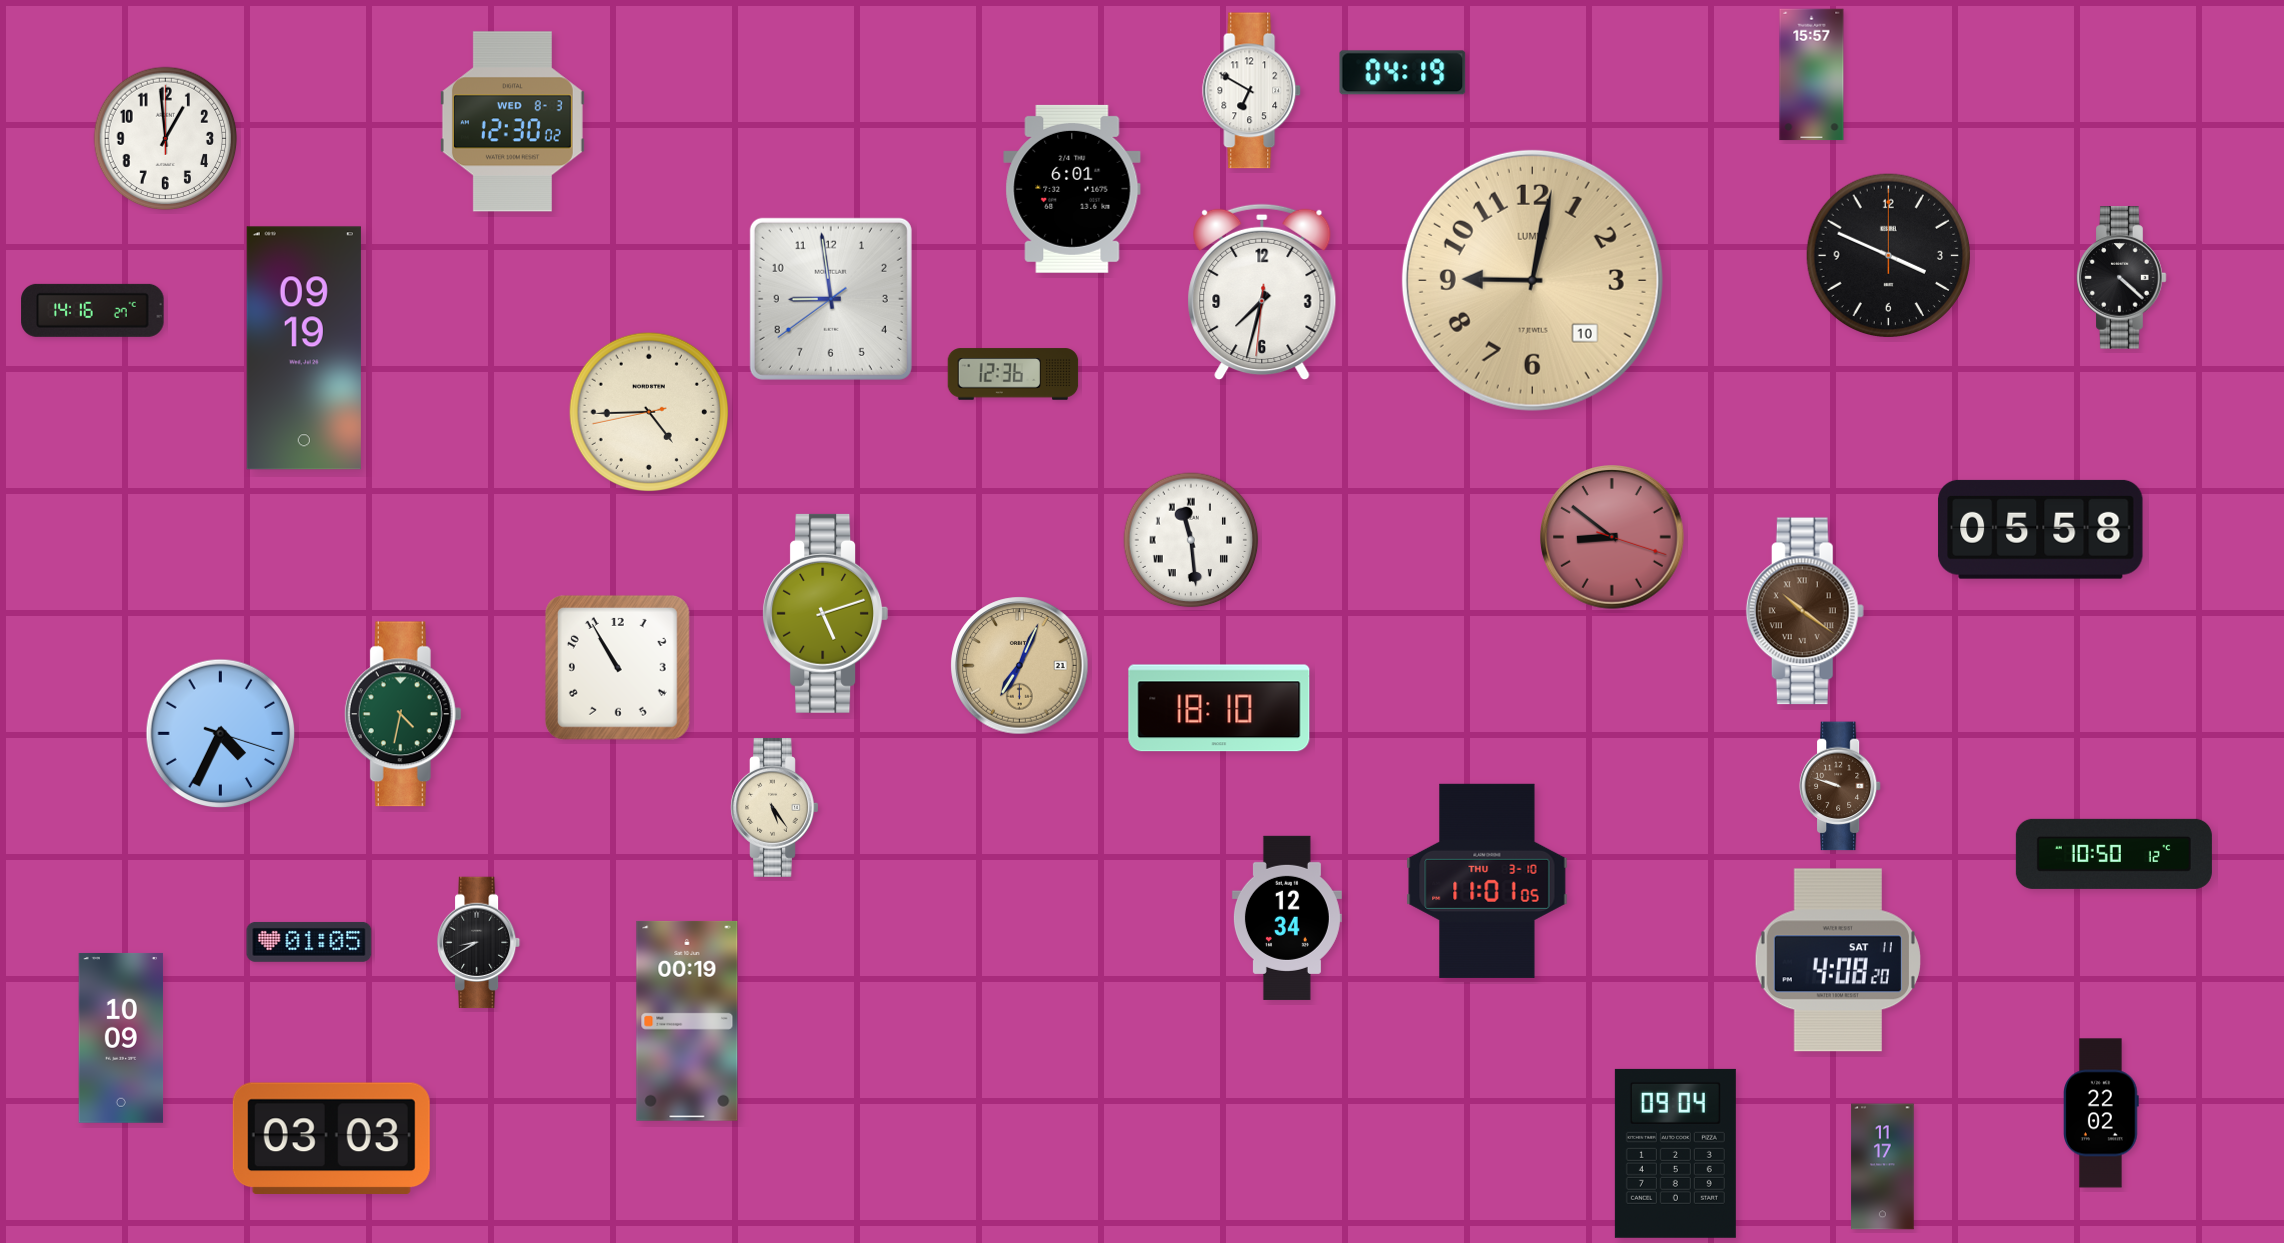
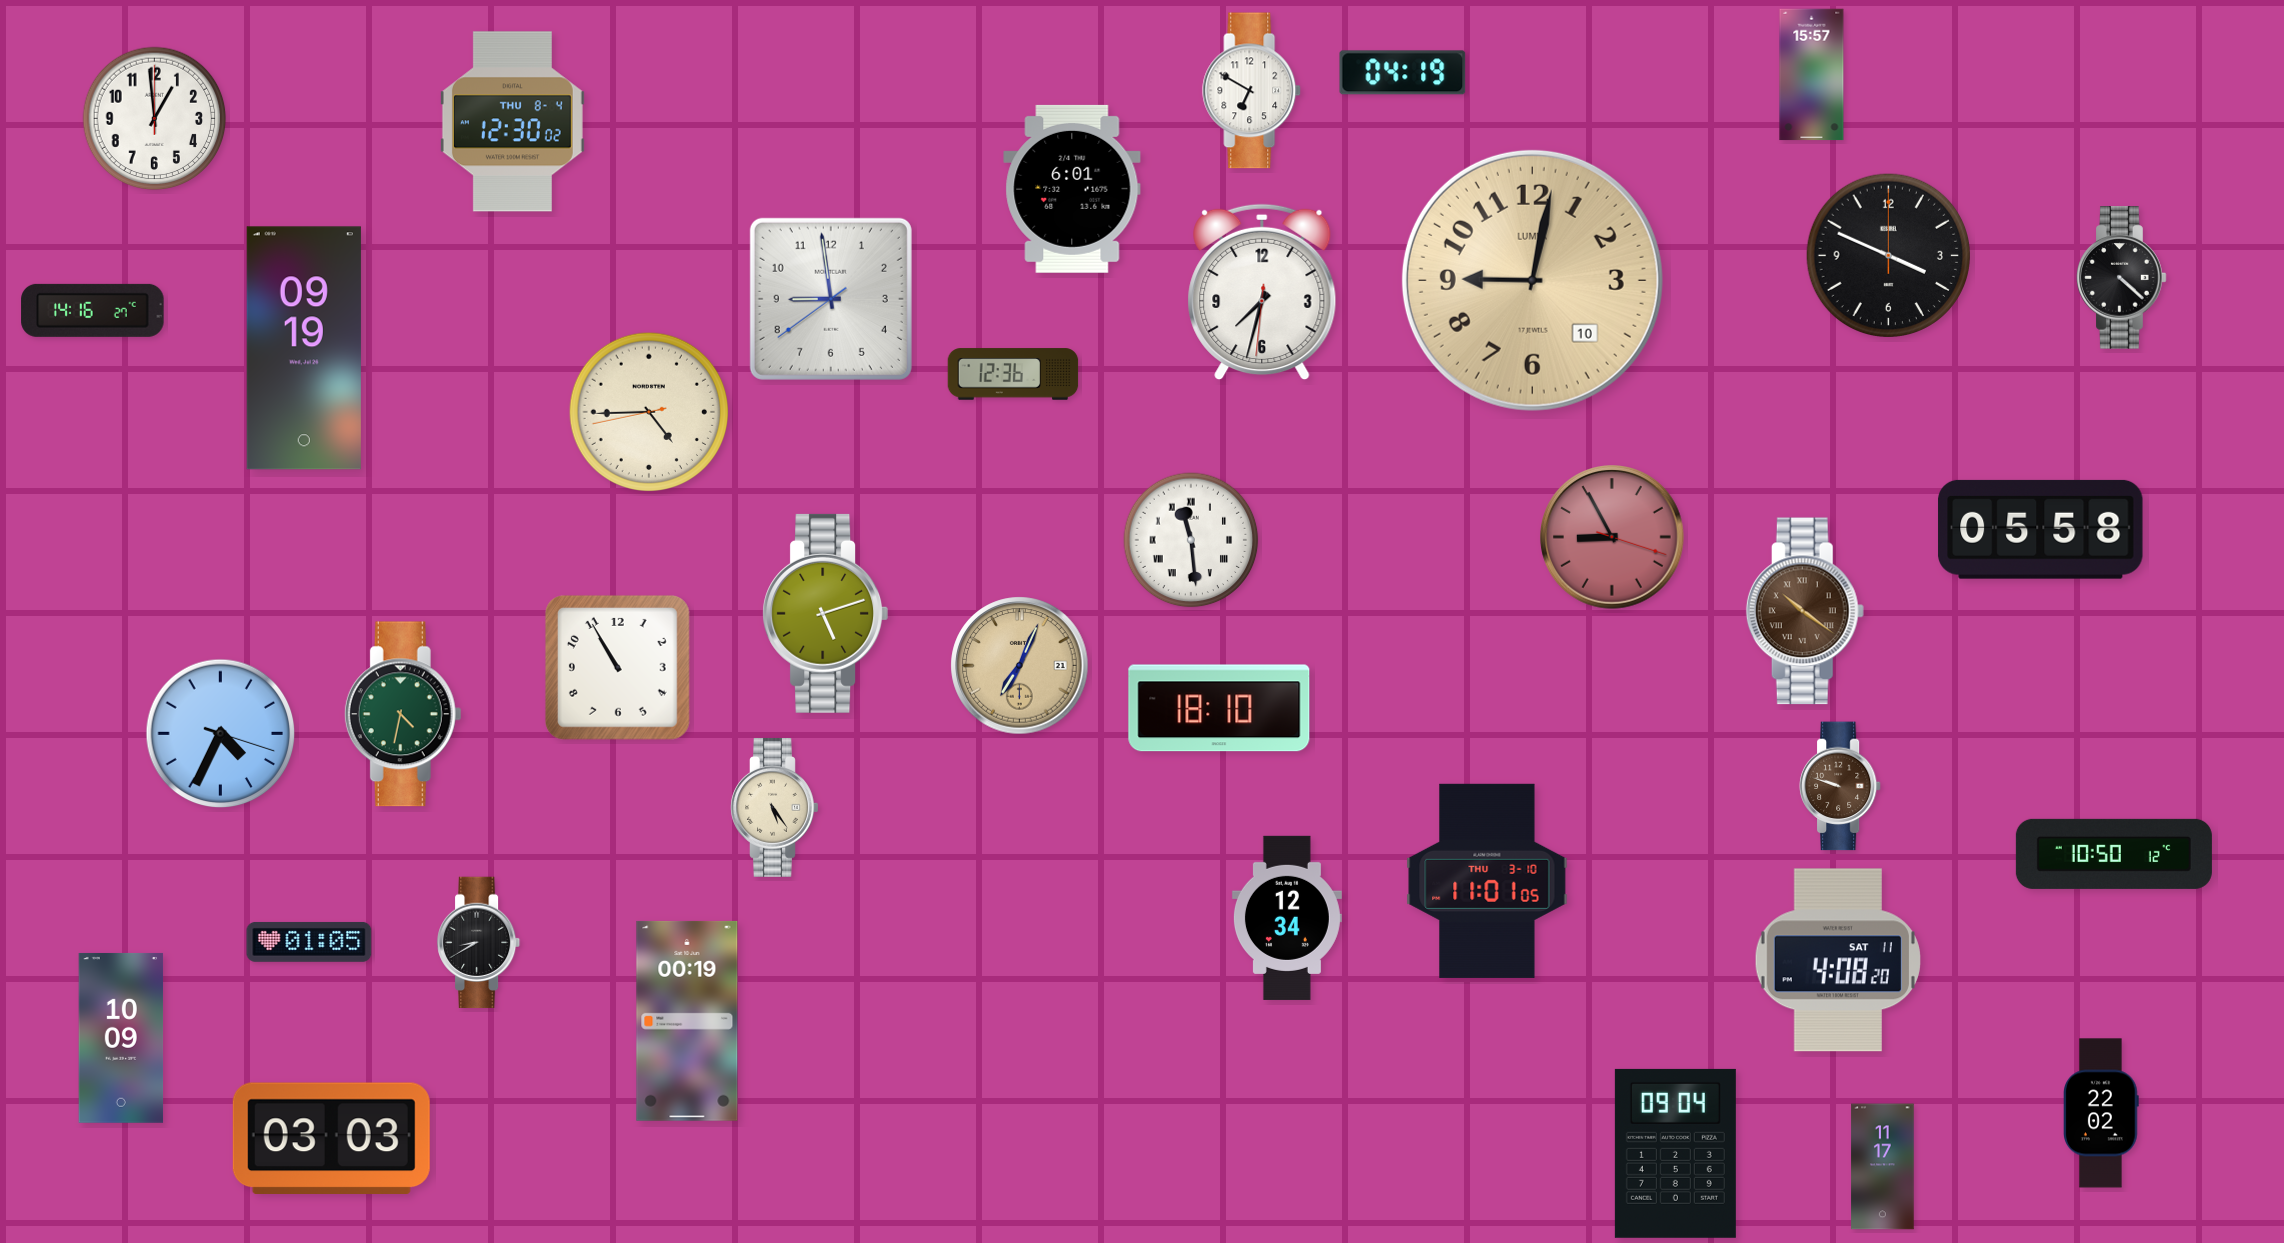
clock at (512, 122) date: WED 8-3 -> THU 8-4
clock at (166, 139) position: (166, 139) -> (155, 119)
clock at (1613, 538): 8:51 -> 8:55
